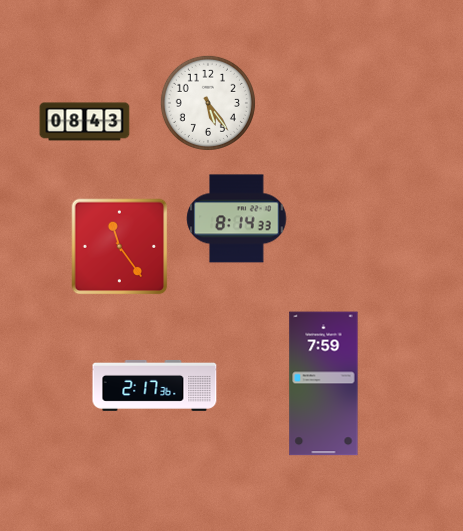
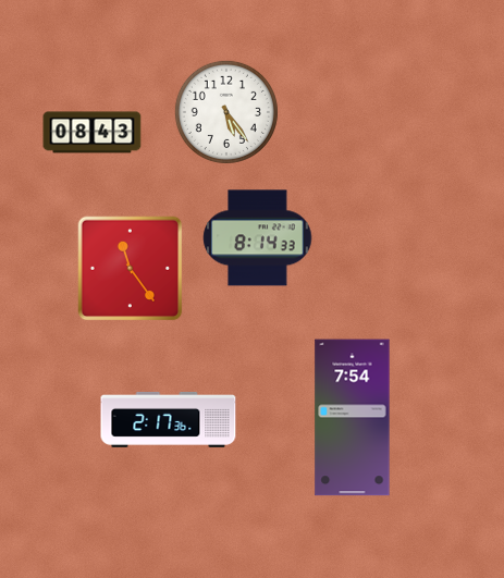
clock at (324, 384): 7:59 -> 7:54
